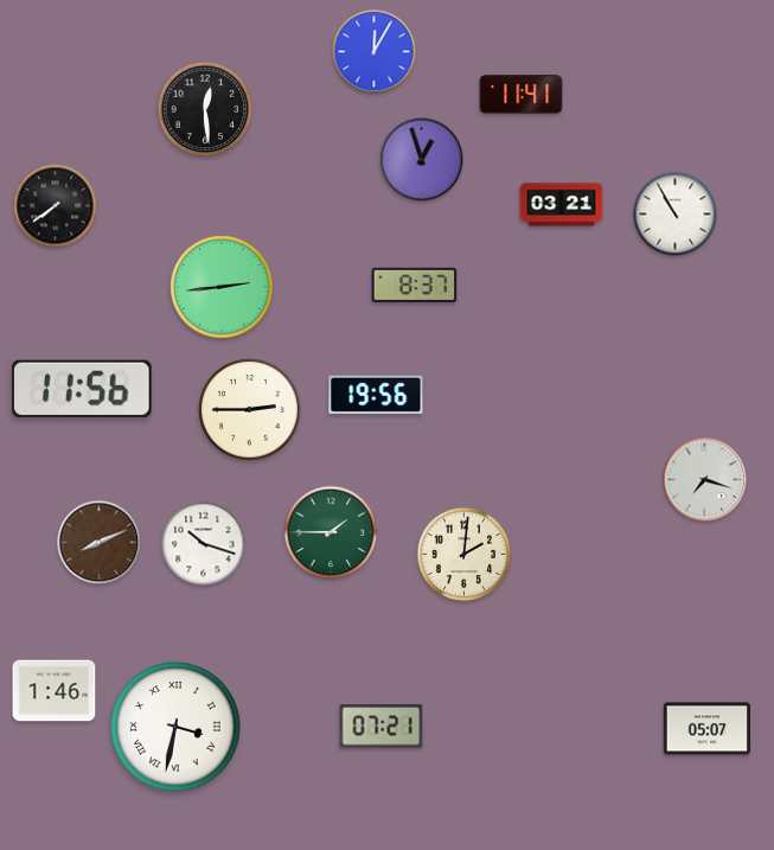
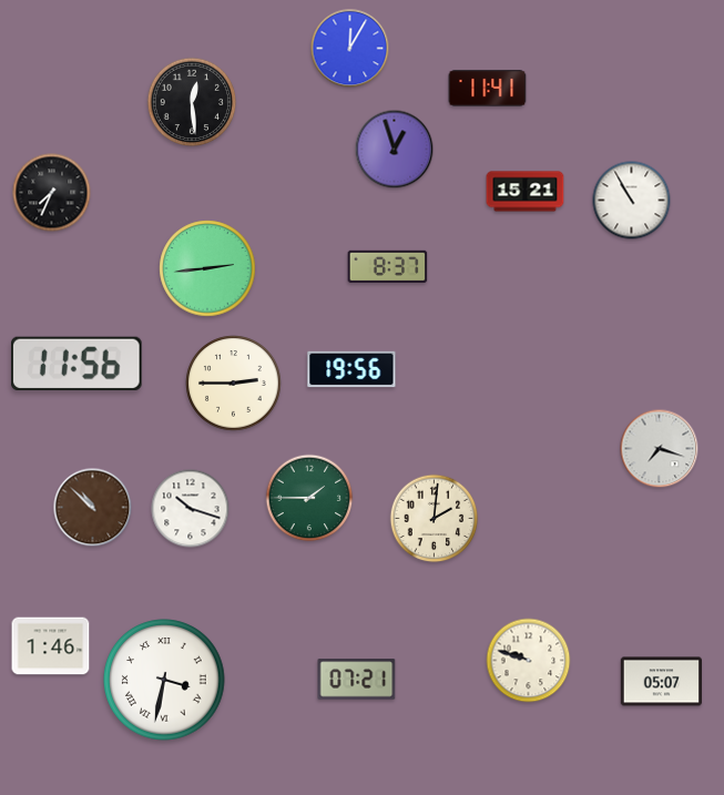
clock at (562, 205): 03:21 -> 15:21
clock at (56, 206): 7:39 -> 7:34
clock at (100, 543): 8:11 -> 10:52
clock at (529, 661): none -> 9:48
